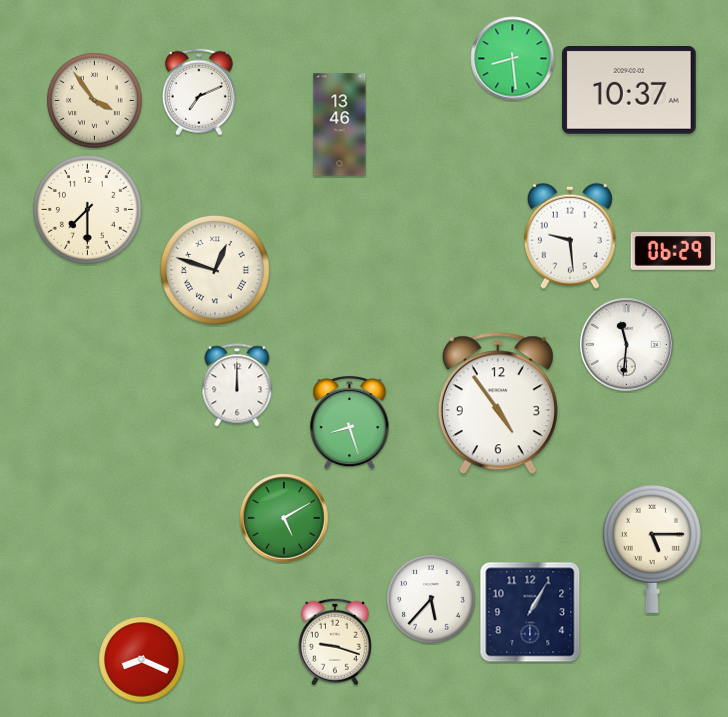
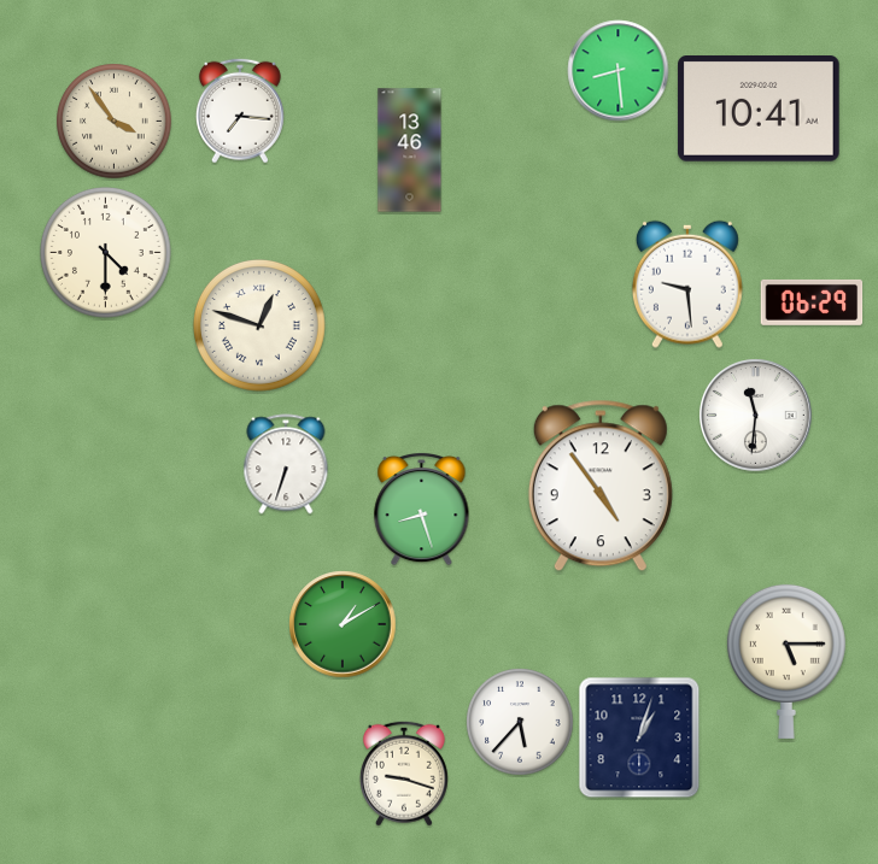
clock at (629, 91): 10:37 -> 10:41
clock at (199, 92): 7:11 -> 7:16
clock at (88, 210): 7:30 -> 4:30
clock at (237, 385): 12:00 -> 6:33
clock at (284, 518): 5:10 -> 1:10
clock at (530, 612): 1:05 -> 1:03
clock at (142, 660): 8:19 -> none
